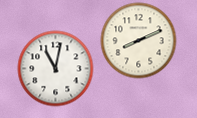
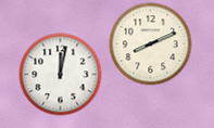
clock at (56, 69): 11:02 -> 12:02
